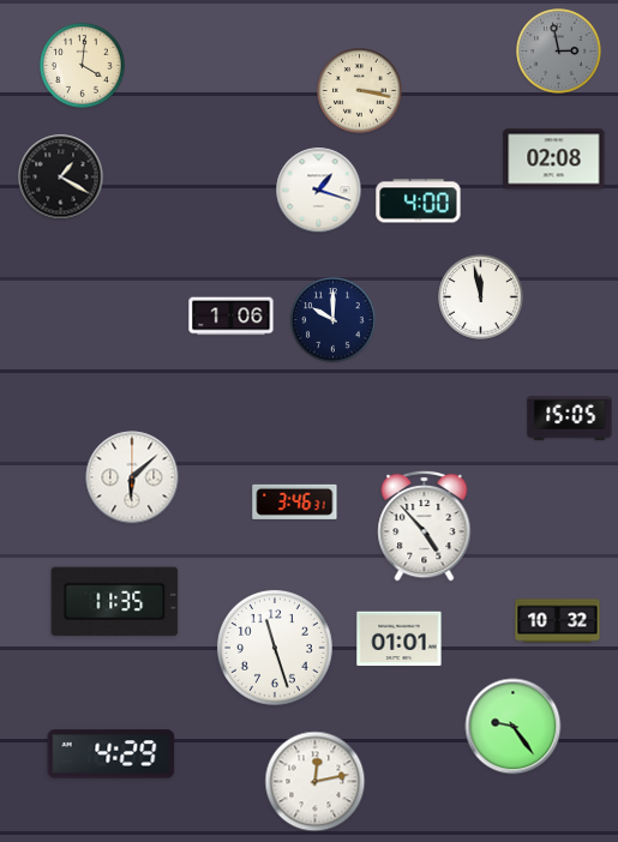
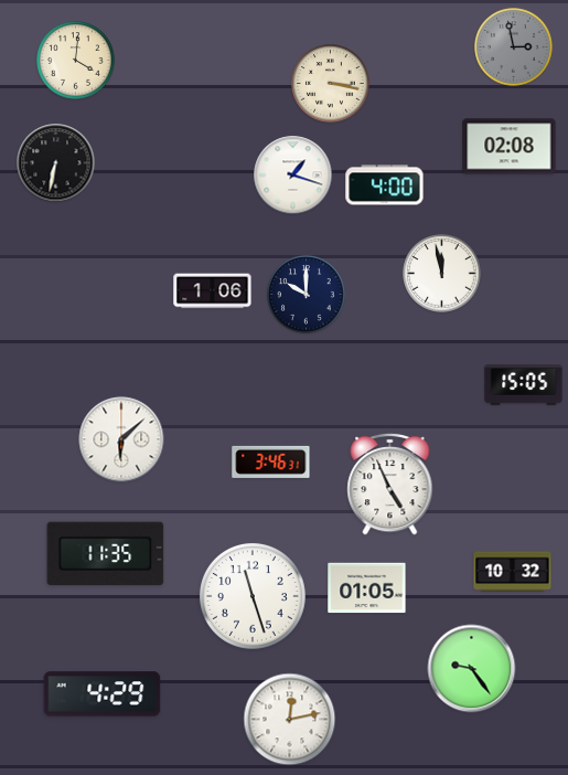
clock at (61, 178): 1:20 -> 6:32
clock at (425, 525): 4:53 -> 4:56
clock at (400, 639): 01:01 -> 01:05
